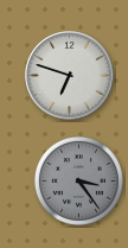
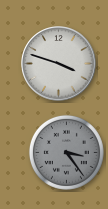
clock at (70, 76): 6:48 -> 3:48
